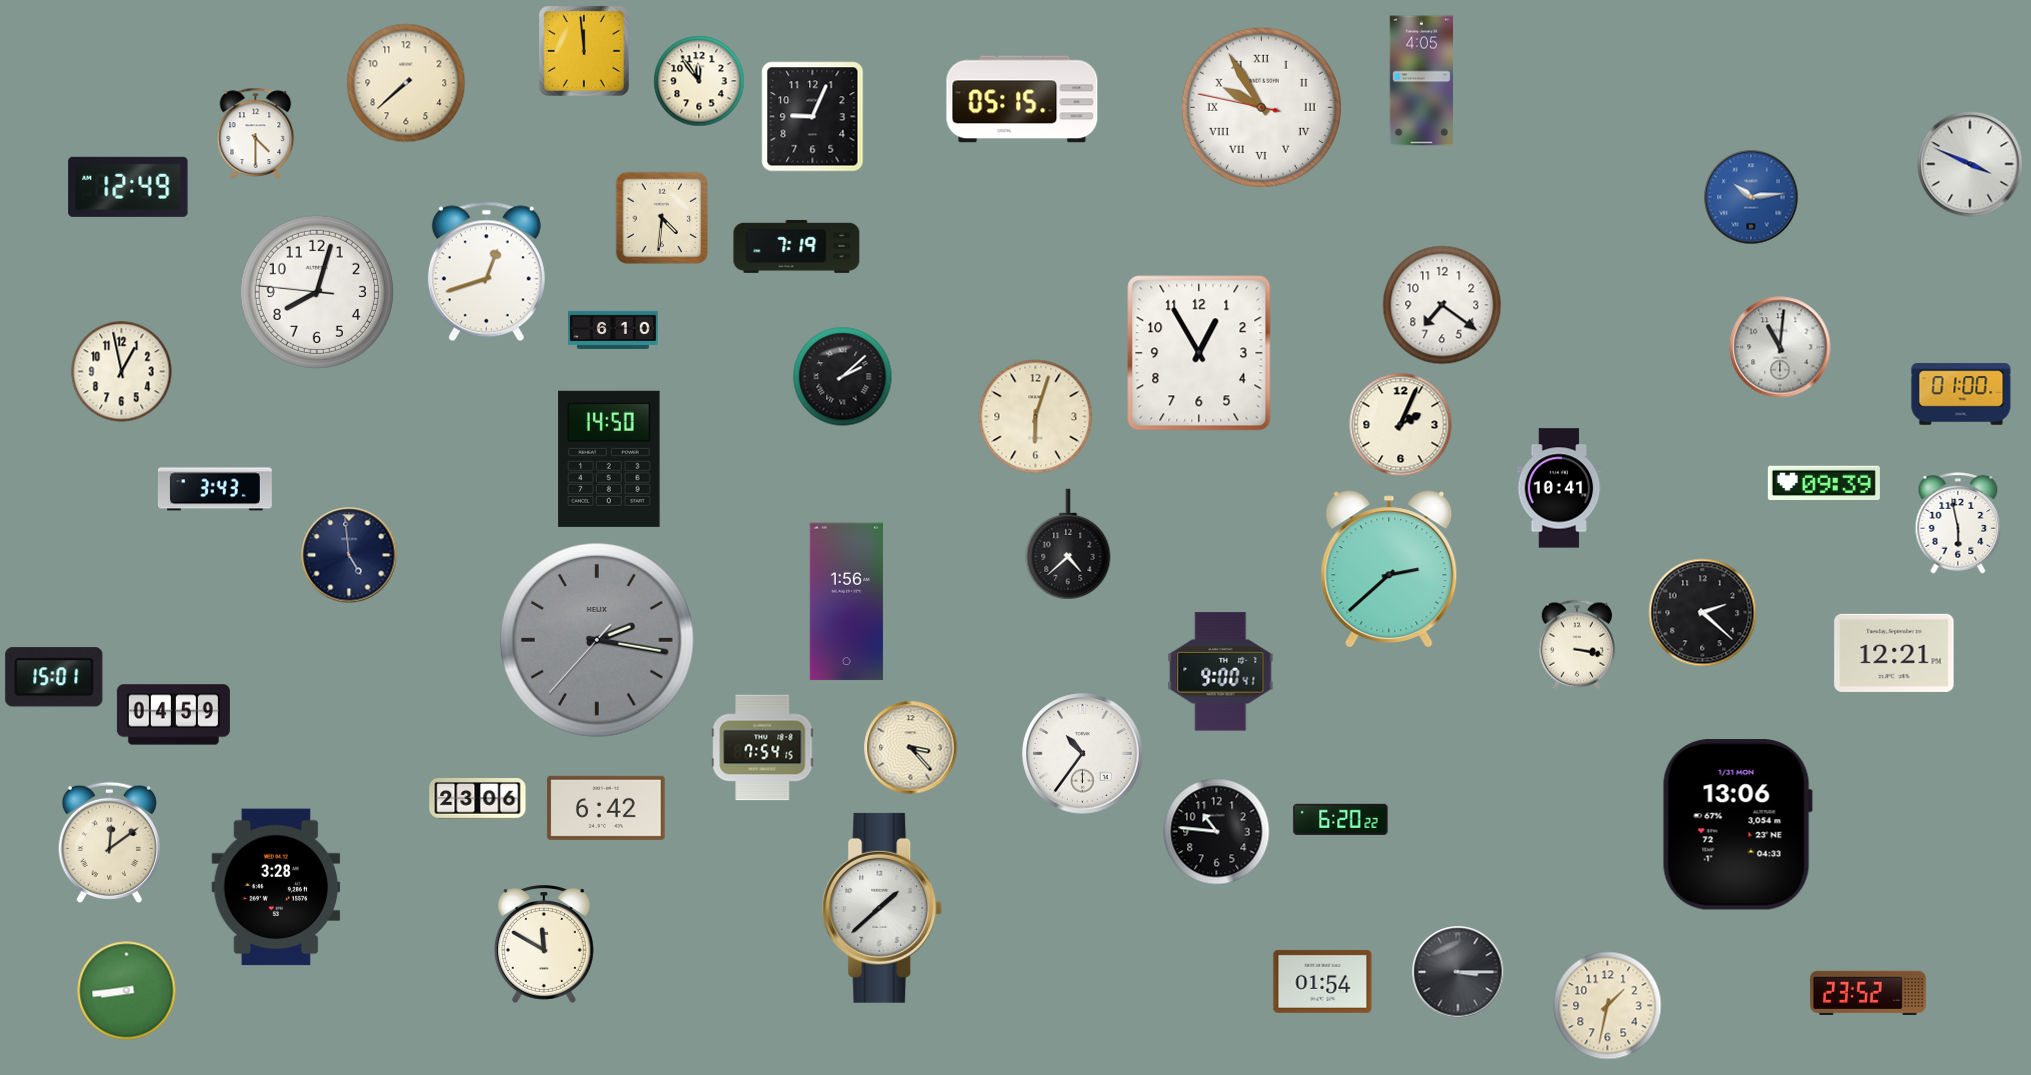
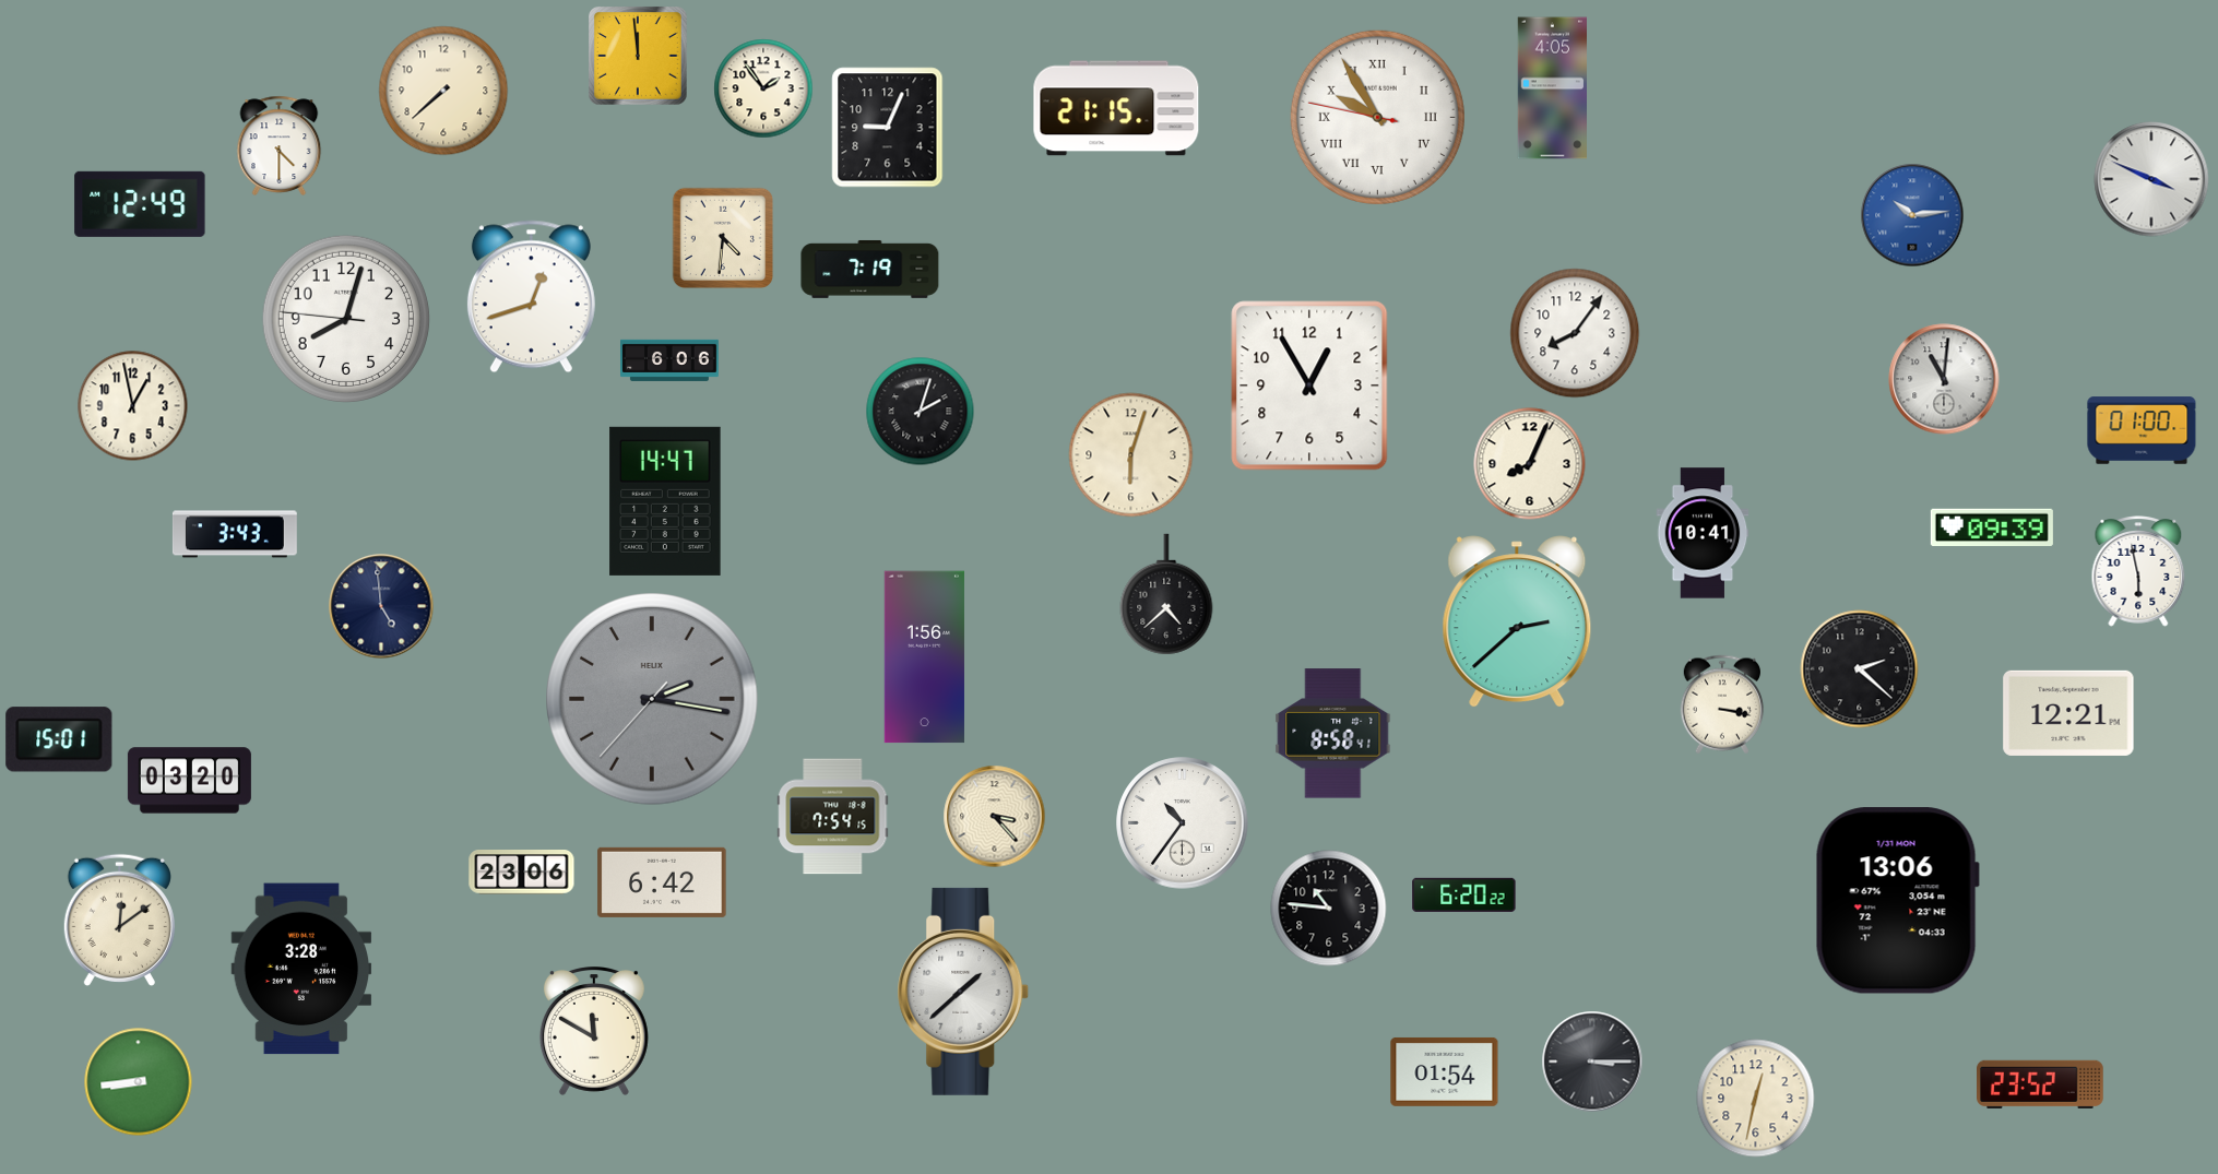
clock at (699, 81): 11:54 -> 1:54
clock at (1022, 99): 05:15 -> 21:15
clock at (1442, 305): 7:21 -> 8:06
clock at (614, 330): 6:10 -> 6:06
clock at (843, 377): 2:08 -> 2:03
clock at (1401, 425): 2:04 -> 8:04
clock at (609, 459): 14:50 -> 14:47
clock at (1221, 672): 9:00 -> 8:58
clock at (173, 715): 04:59 -> 03:20
clock at (1608, 1006): 1:32 -> 12:32
